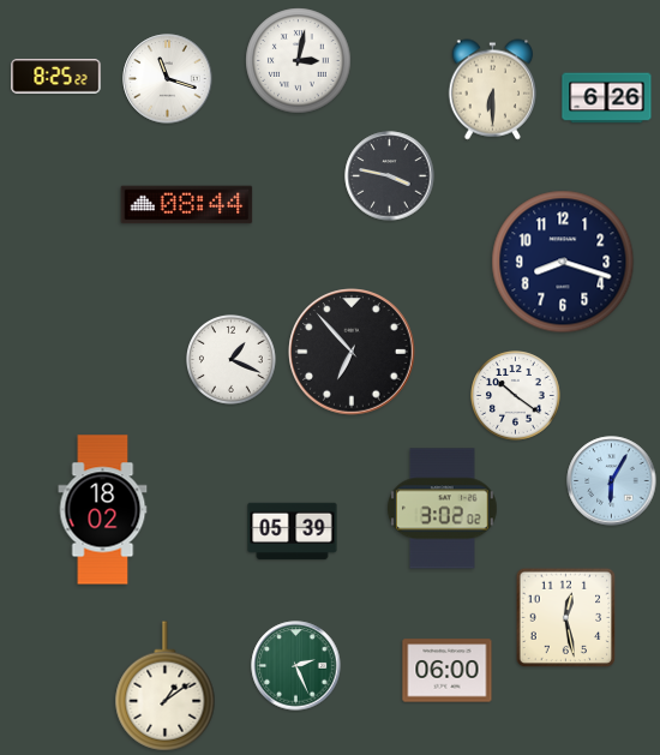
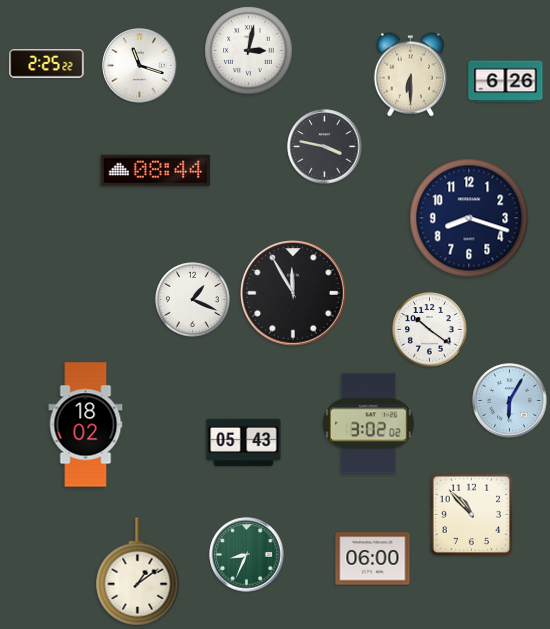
clock at (56, 77): 8:25 -> 2:25
clock at (352, 352): 6:53 -> 11:55
clock at (293, 532): 05:39 -> 05:43
clock at (566, 618): 12:28 -> 10:53
clock at (296, 666): 2:26 -> 8:34
